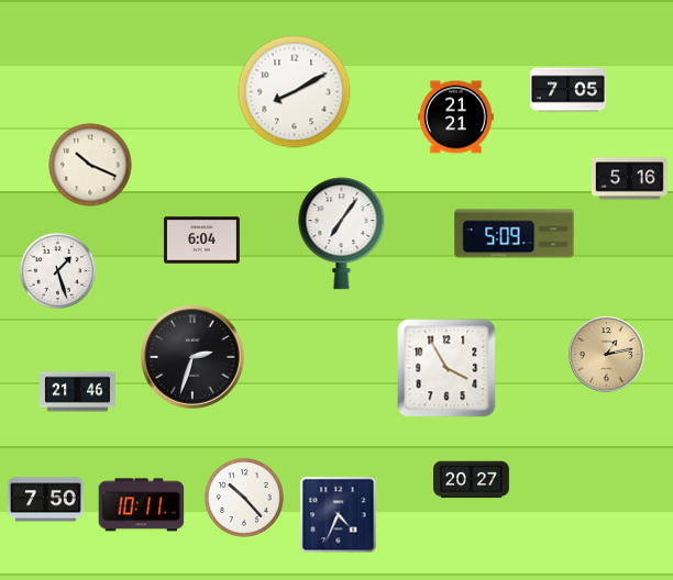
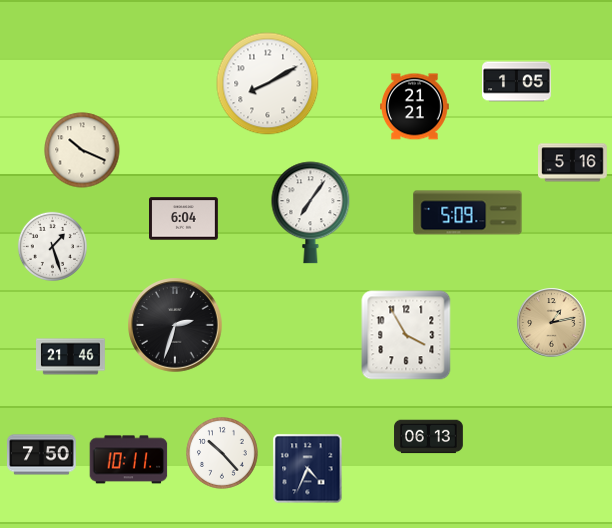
clock at (569, 90): 7:05 -> 1:05
clock at (472, 480): 20:27 -> 06:13
